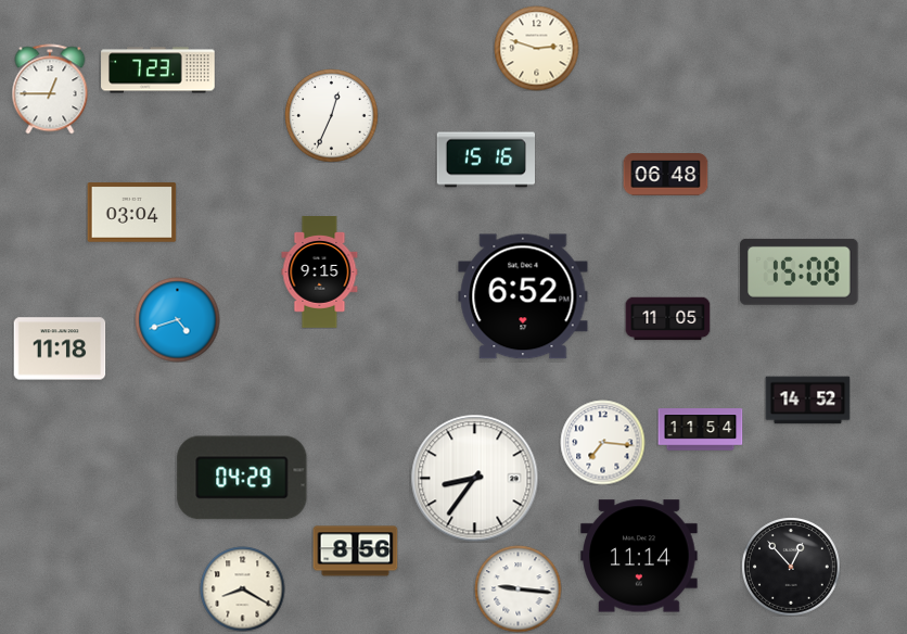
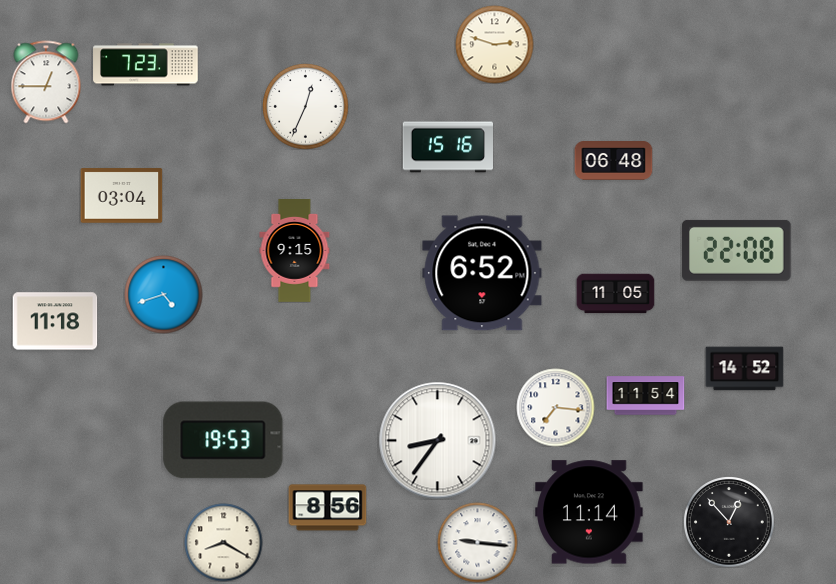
clock at (800, 271): 15:08 -> 22:08
clock at (242, 478): 04:29 -> 19:53
